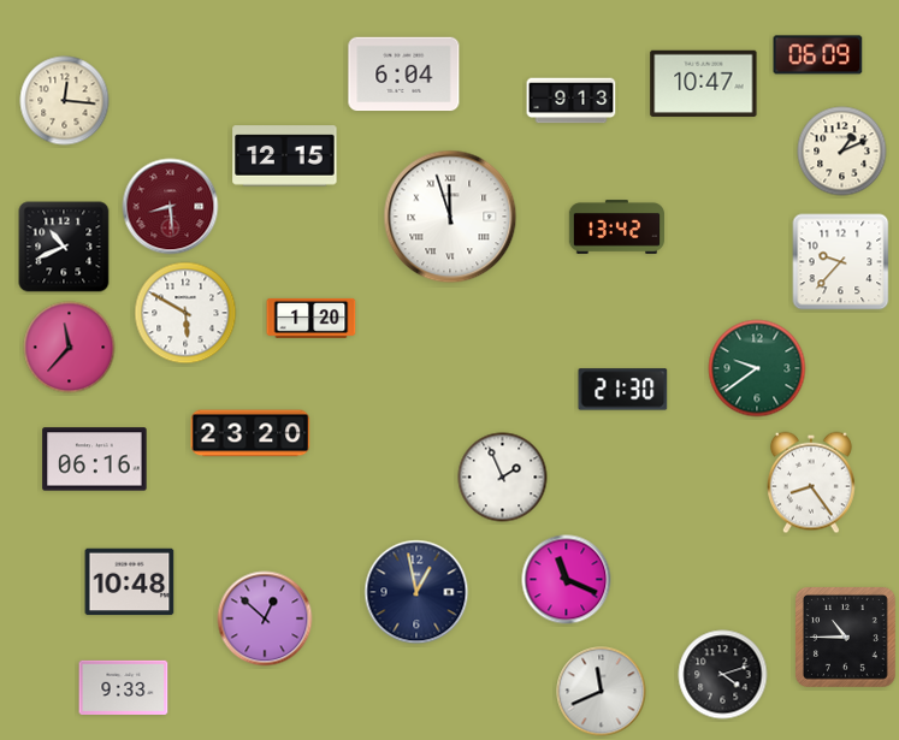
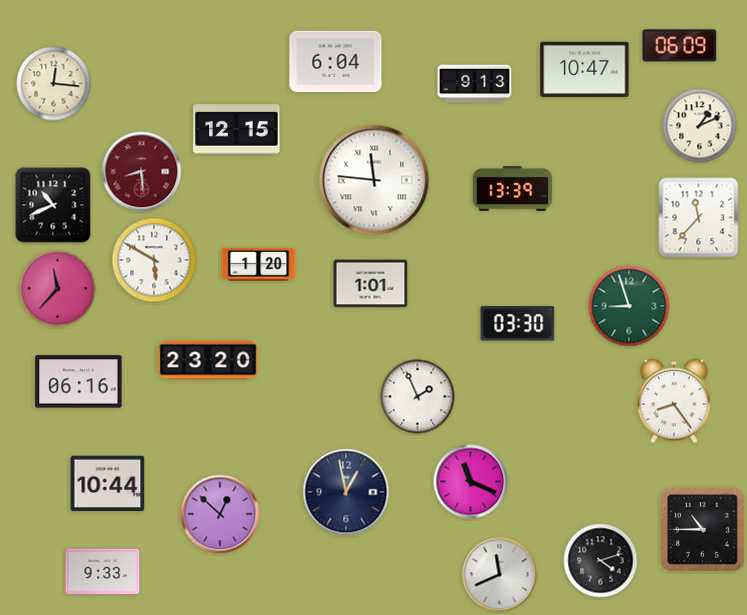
clock at (450, 217): 11:57 -> 11:46
clock at (617, 227): 13:42 -> 13:39
clock at (841, 262): 9:37 -> 11:37
clock at (371, 284): none -> 1:01
clock at (757, 368): 9:39 -> 8:57
clock at (623, 390): 21:30 -> 03:30
clock at (130, 582): 10:48 -> 10:44
